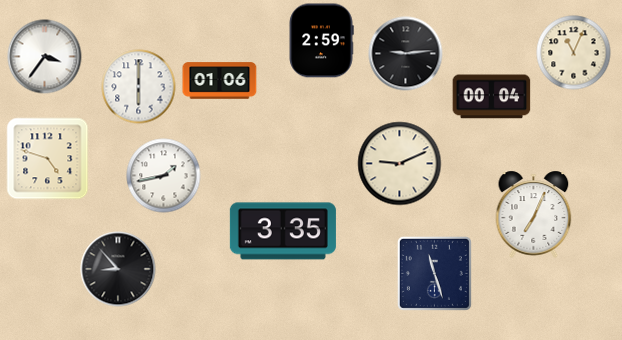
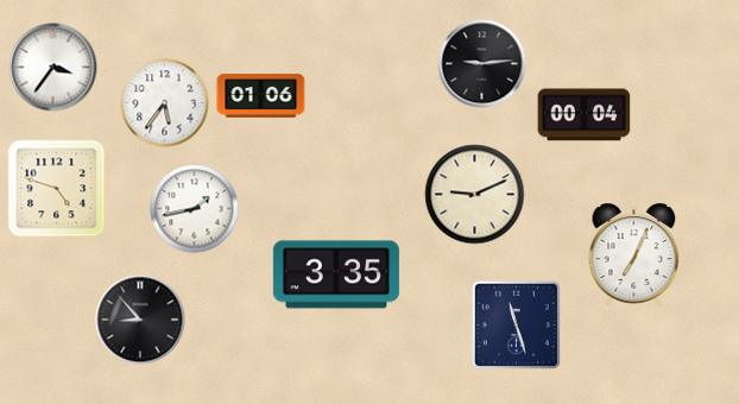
clock at (321, 41): 2:59 -> none
clock at (574, 53): 11:04 -> none
clock at (139, 87): 6:00 -> 5:36
